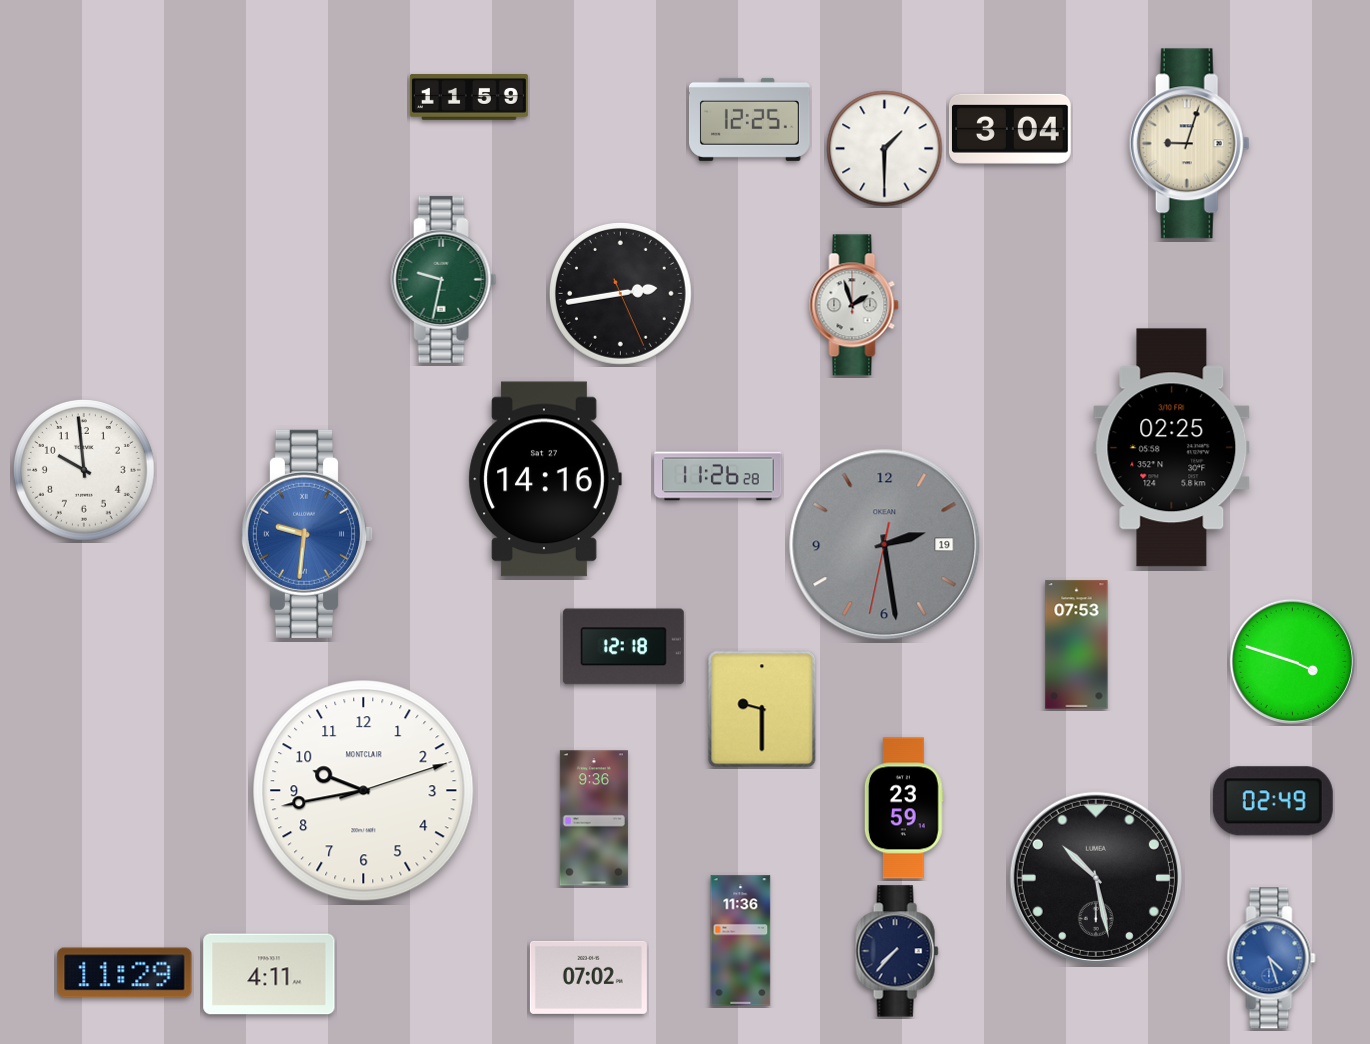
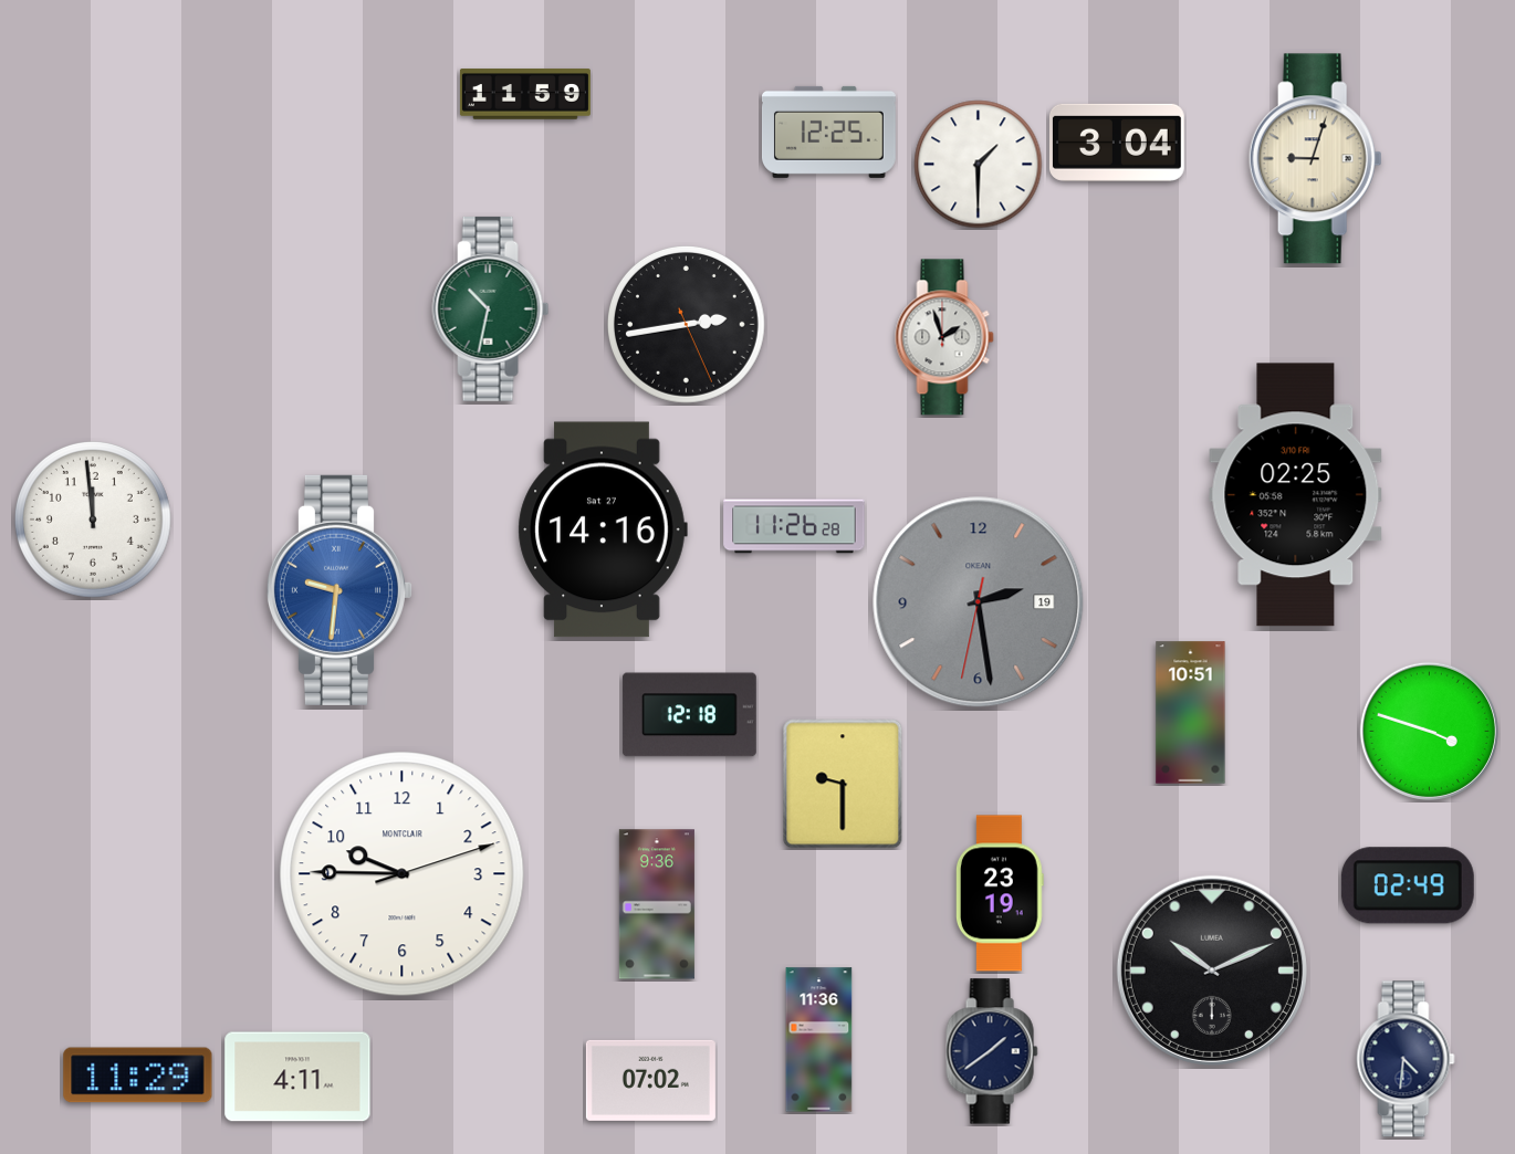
clock at (469, 97) position: (469, 97) -> (525, 94)
clock at (444, 279): 9:32 -> 10:32
clock at (84, 470): 9:59 -> 11:59
clock at (1077, 645): 07:53 -> 10:51
clock at (364, 791): 9:43 -> 9:45
clock at (904, 808): 23:59 -> 23:19
clock at (1096, 878): 10:28 -> 10:11
clock at (897, 951): 7:37 -> 1:39
clock at (1271, 958): 4:27 -> 4:31
clock at (1271, 958) dial: blue -> navy
